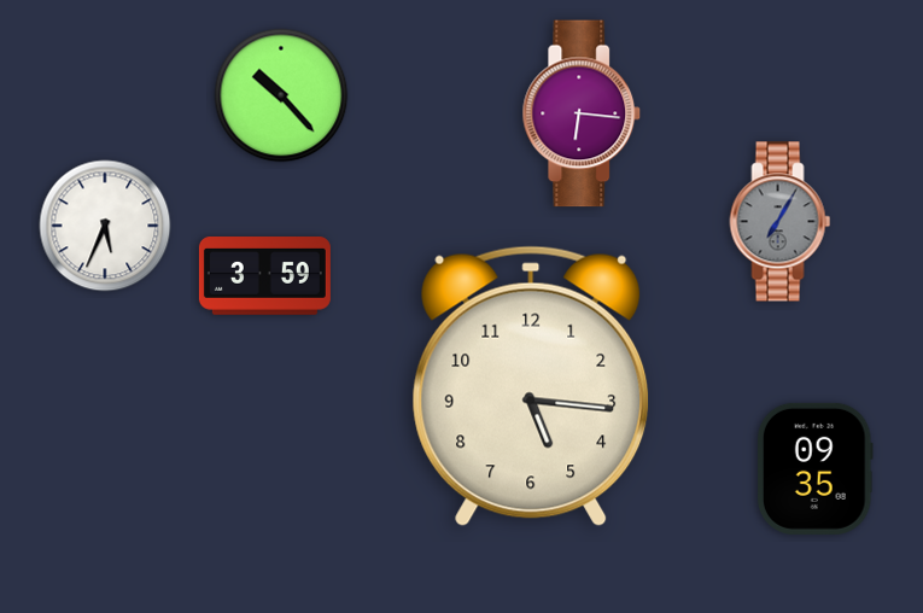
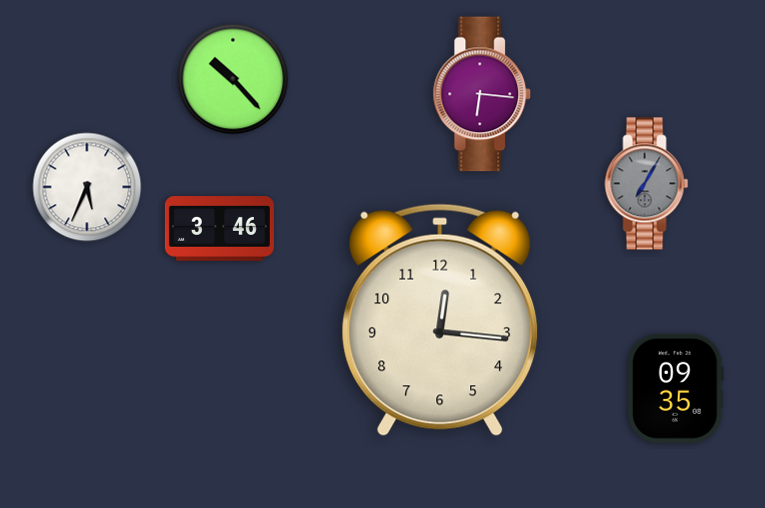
clock at (264, 276): 3:59 -> 3:46
clock at (531, 386): 5:16 -> 12:16
